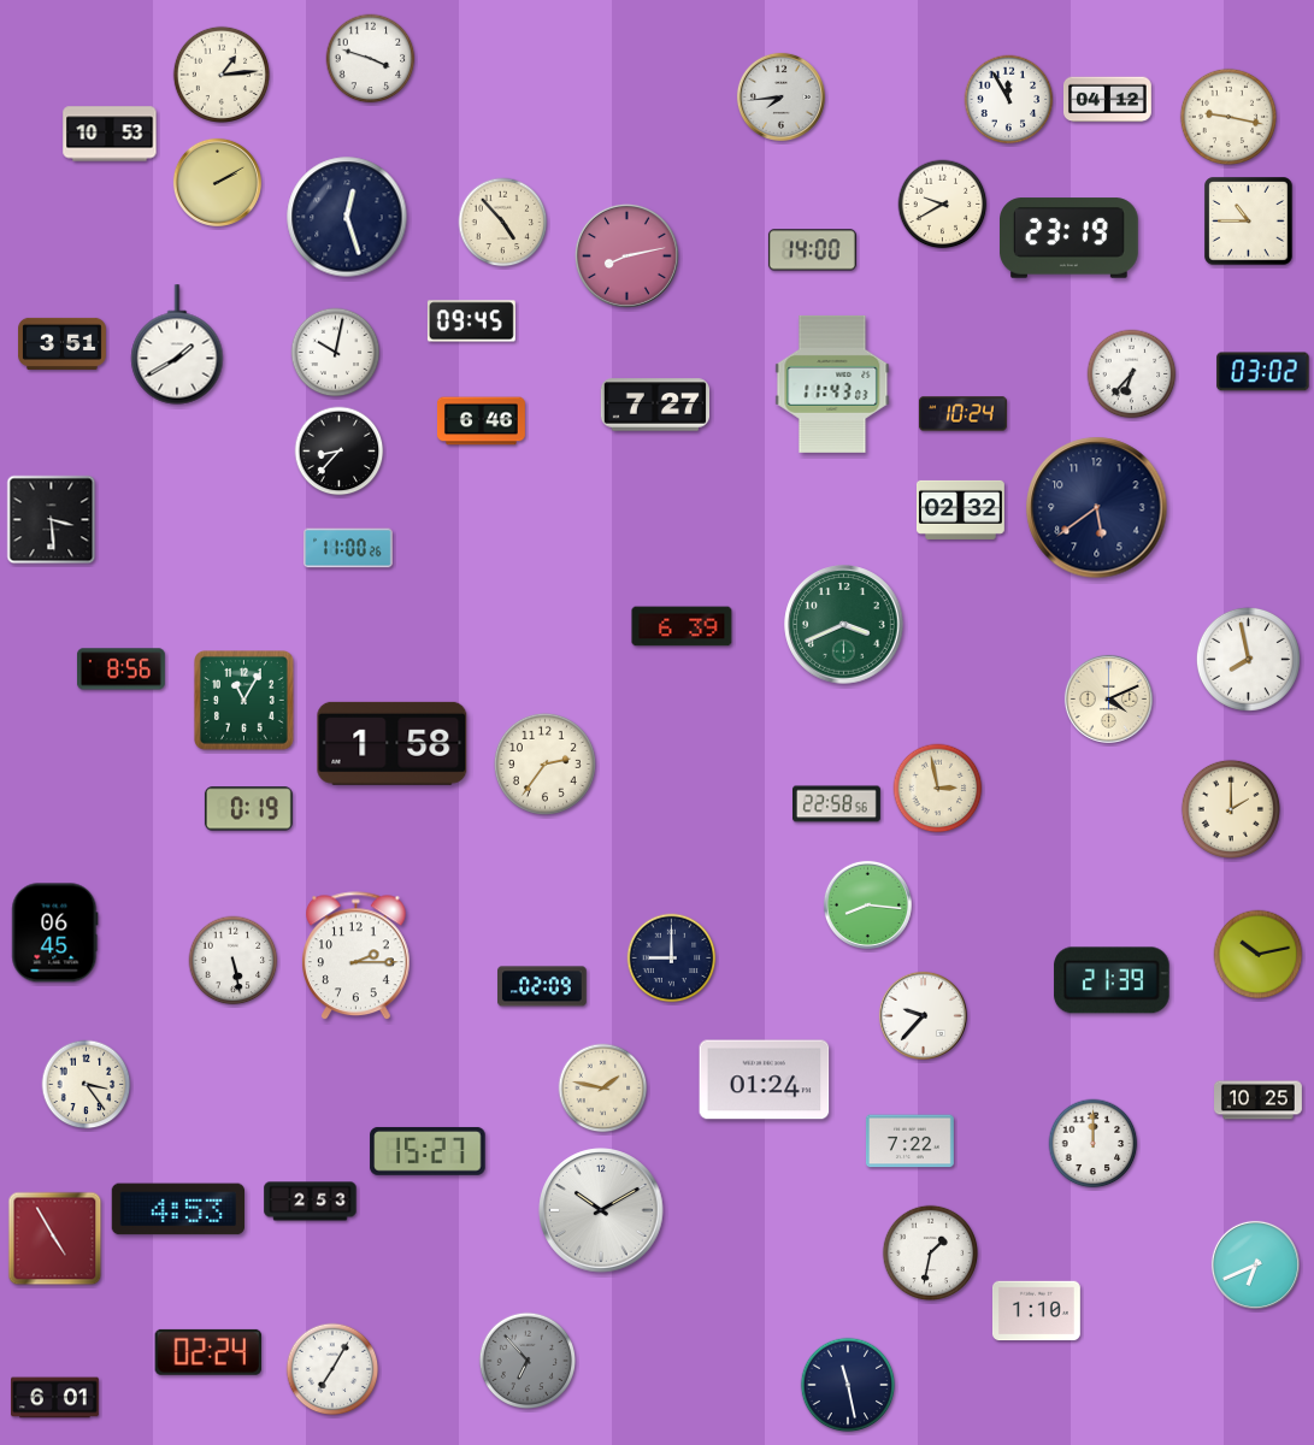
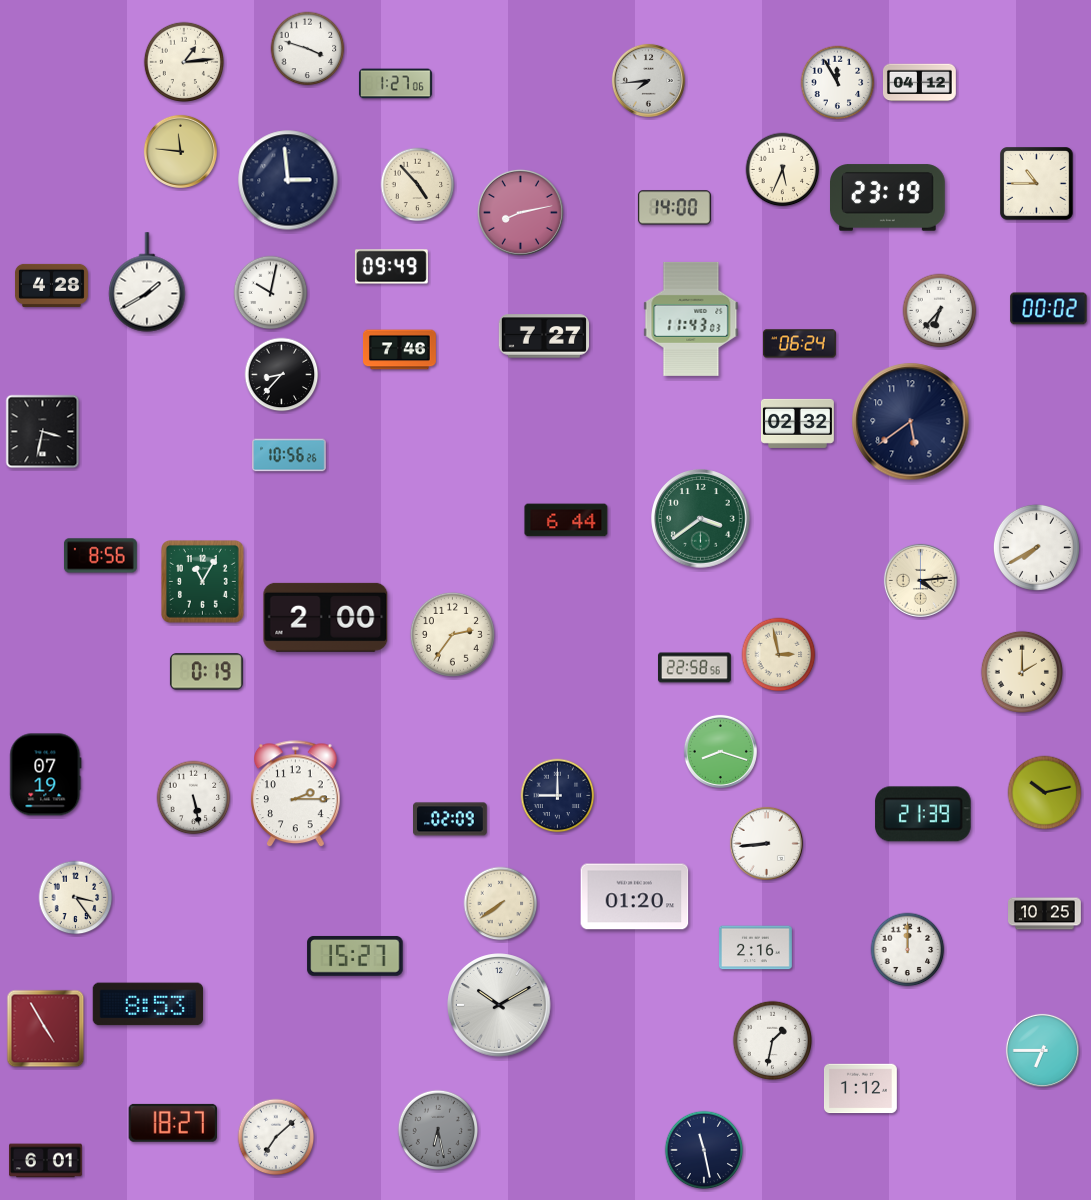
clock at (395, 84): none -> 1:27
clock at (1227, 116): 9:17 -> none
clock at (110, 134): 10:53 -> none
clock at (217, 182): 2:10 -> 11:46
clock at (943, 205): 9:40 -> 5:34
clock at (347, 217): 12:27 -> 2:59
clock at (471, 322): 09:45 -> 09:49
clock at (63, 343): 3:51 -> 4:28
clock at (177, 344) position: (177, 344) -> (147, 282)
clock at (336, 353) position: (336, 353) -> (271, 293)
clock at (1263, 372): 03:02 -> 00:02
clock at (962, 414): 10:24 -> 06:24
clock at (482, 421): 6:46 -> 7:46
clock at (52, 520): 3:29 -> 3:32
clock at (348, 548): 11:00 -> 10:56
clock at (844, 625): 3:41 -> 3:39
clock at (682, 626): 6:39 -> 6:44
clock at (1248, 659): 7:58 -> 7:40
clock at (1108, 698): 4:11 -> 4:14
clock at (393, 743): 1:58 -> 2:00
clock at (867, 904): 8:16 -> 8:18
clock at (55, 933): 06:45 -> 07:19
clock at (923, 1015): 9:37 -> 8:44
clock at (765, 1080): 01:24 -> 01:20
clock at (87, 1085) position: (87, 1085) -> (76, 898)
clock at (603, 1089): 1:47 -> 7:39
clock at (909, 1142): 7:22 -> 2:16
clock at (311, 1202): 2:53 -> none
clock at (177, 1209): 4:53 -> 8:53
clock at (1255, 1264): 6:41 -> 6:45
clock at (1036, 1311): 1:10 -> 1:12
clock at (208, 1352): 02:24 -> 18:27
clock at (526, 1360): 6:53 -> 6:28
clock at (332, 1369): 7:05 -> 7:08
